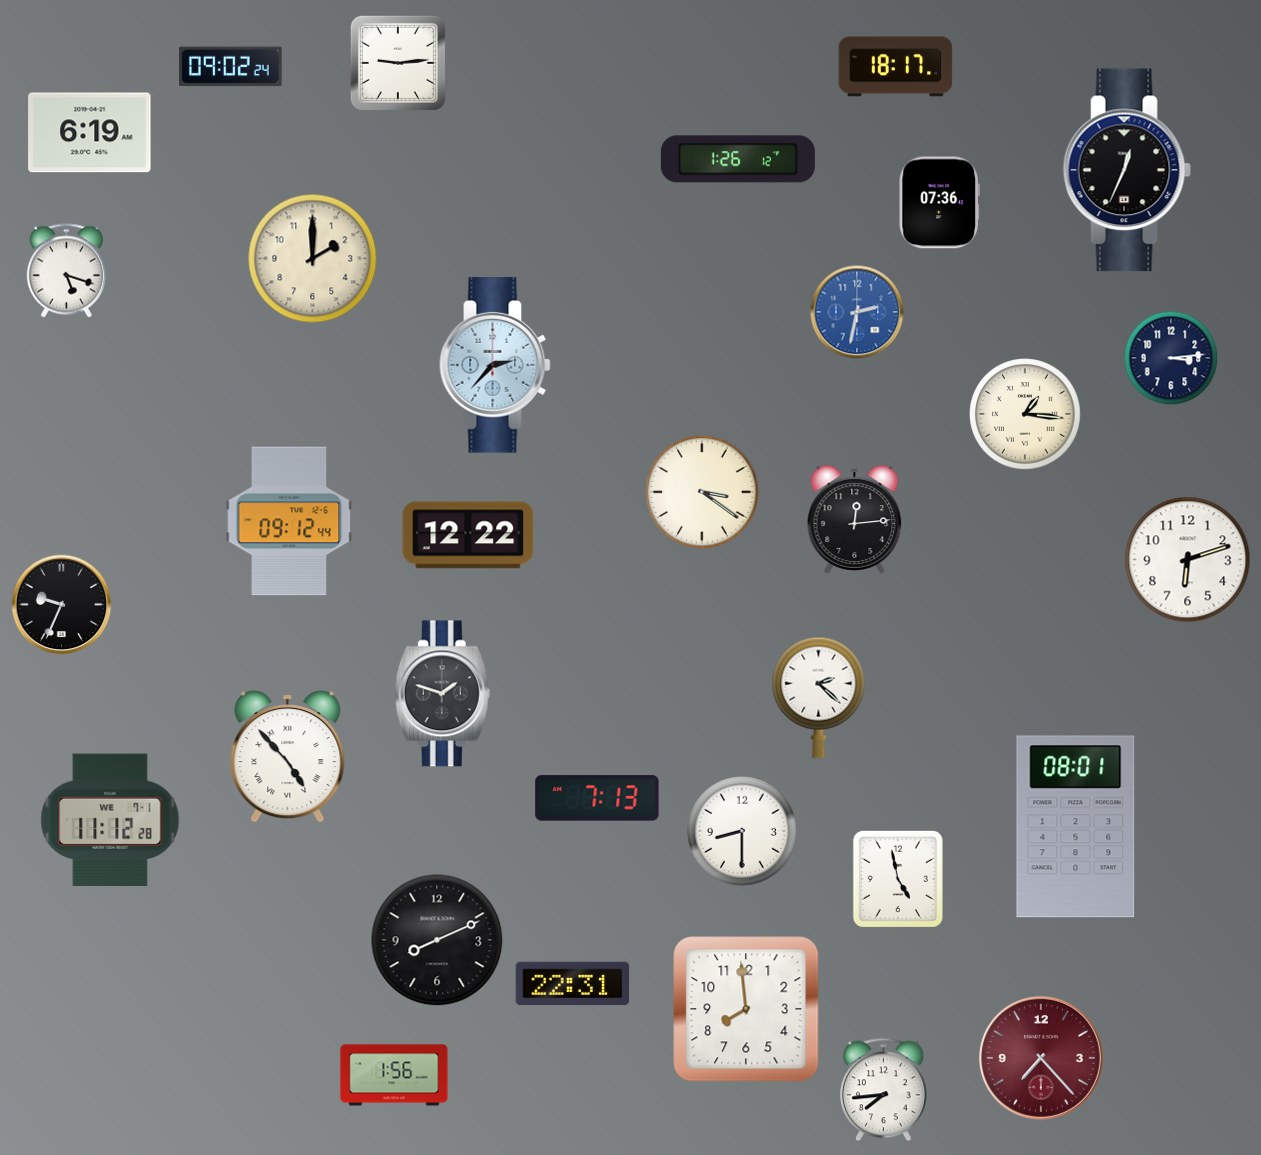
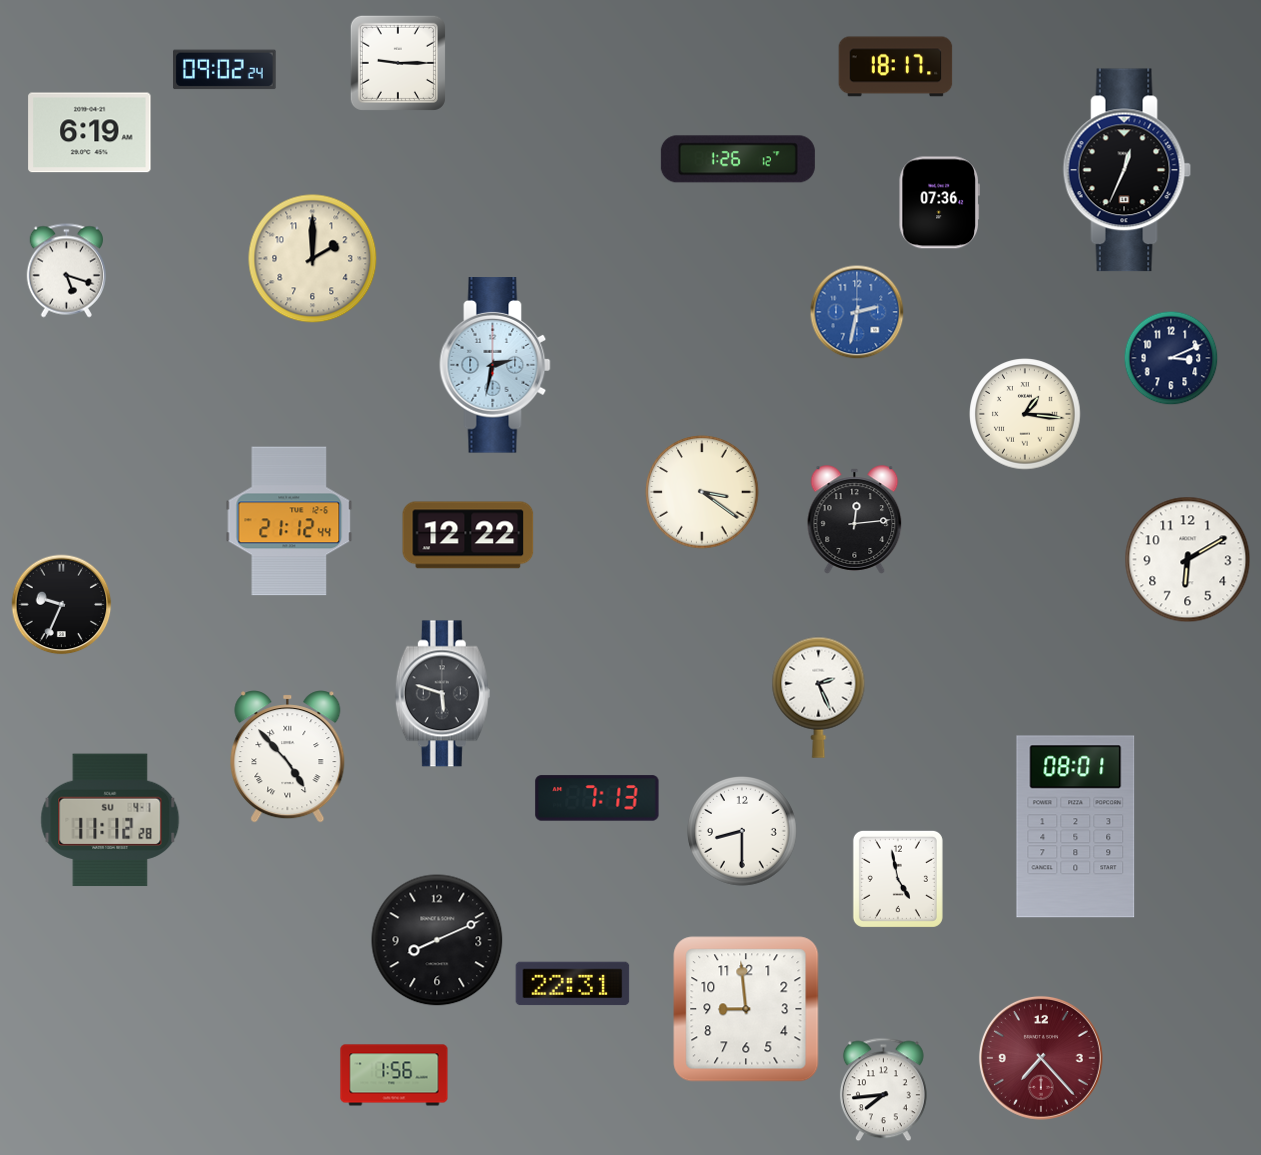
clock at (398, 63): 9:14 -> 9:15
clock at (231, 67) position: (231, 67) -> (225, 70)
clock at (1171, 358): 3:14 -> 3:11
clock at (495, 365): 2:37 -> 2:32
clock at (289, 521): 09:12 -> 21:12
clock at (1188, 560): 6:12 -> 6:10
clock at (442, 694): 1:48 -> 5:48
clock at (819, 697): 2:22 -> 2:26
clock at (110, 820) date: WE 7-1 -> SU 4-1
clock at (746, 1009): 7:59 -> 8:59
